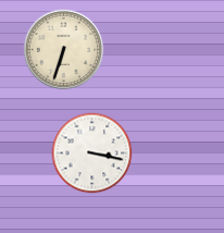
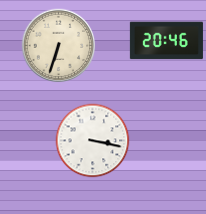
clock at (166, 41): none -> 20:46
clock at (92, 154) position: (92, 154) -> (93, 141)
